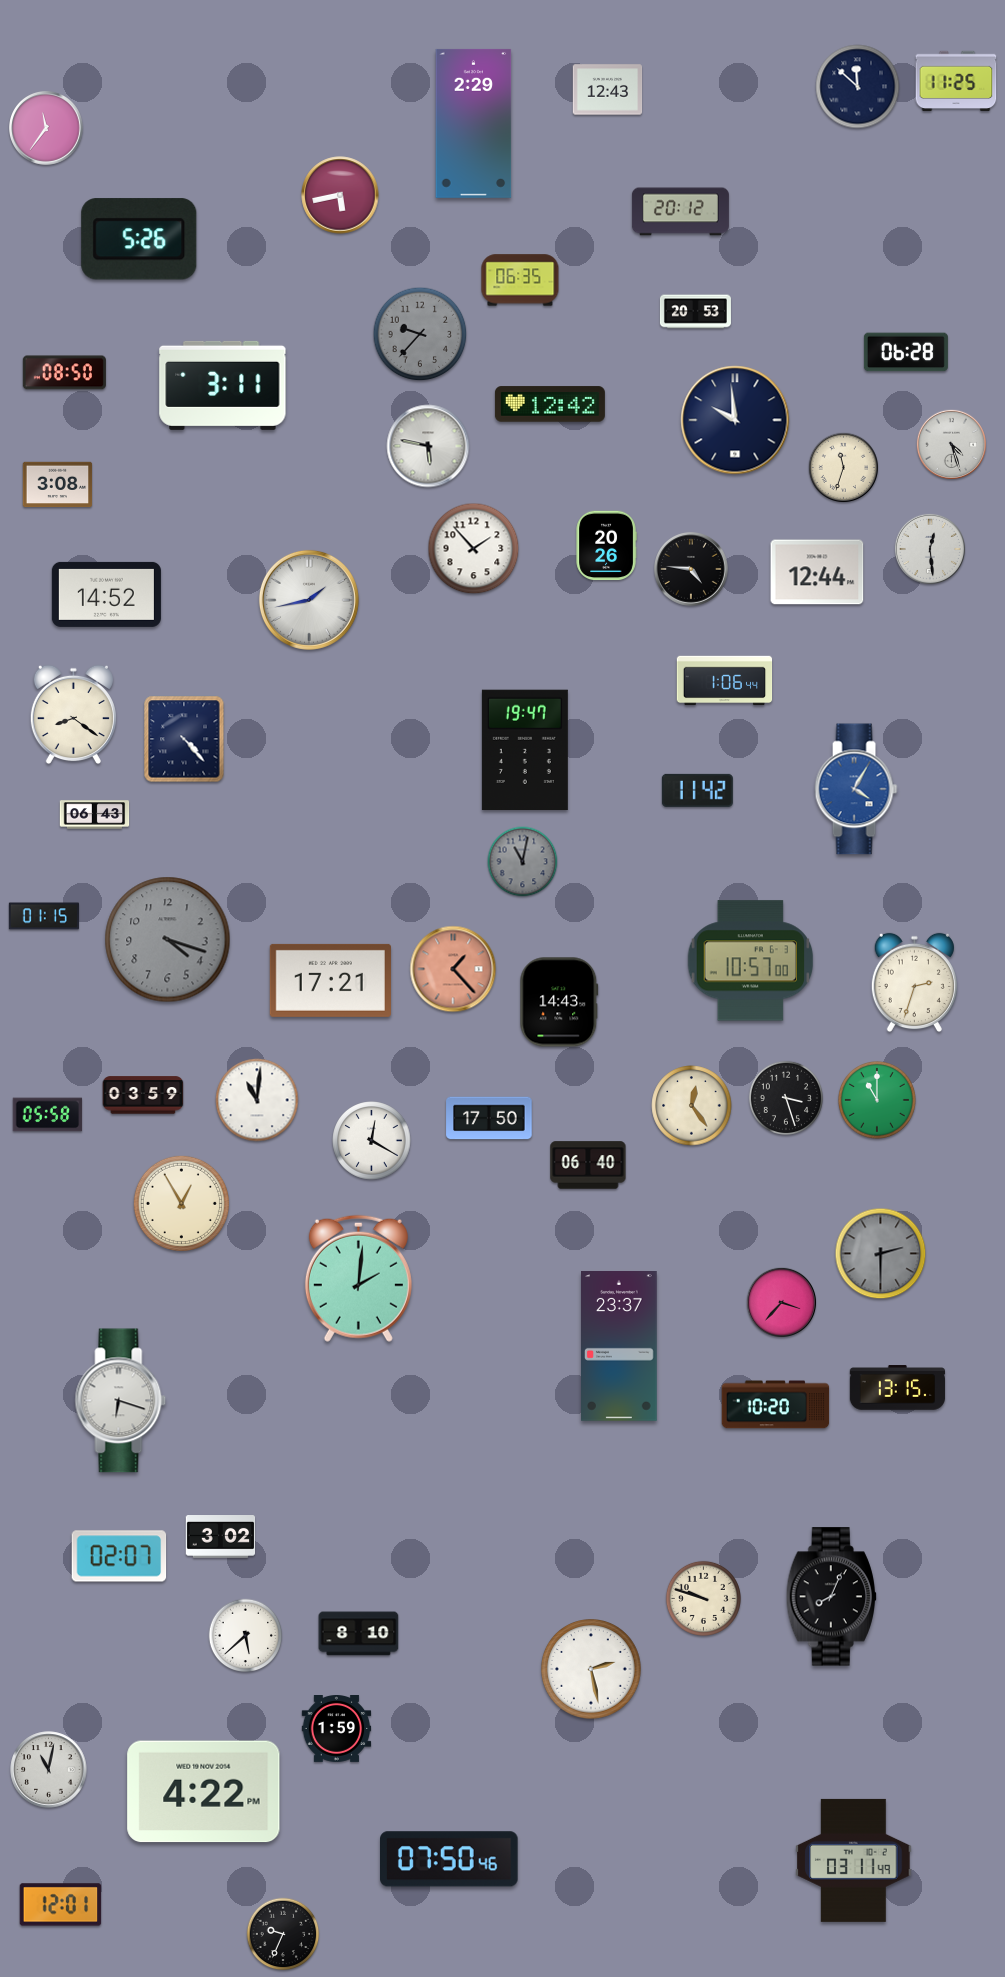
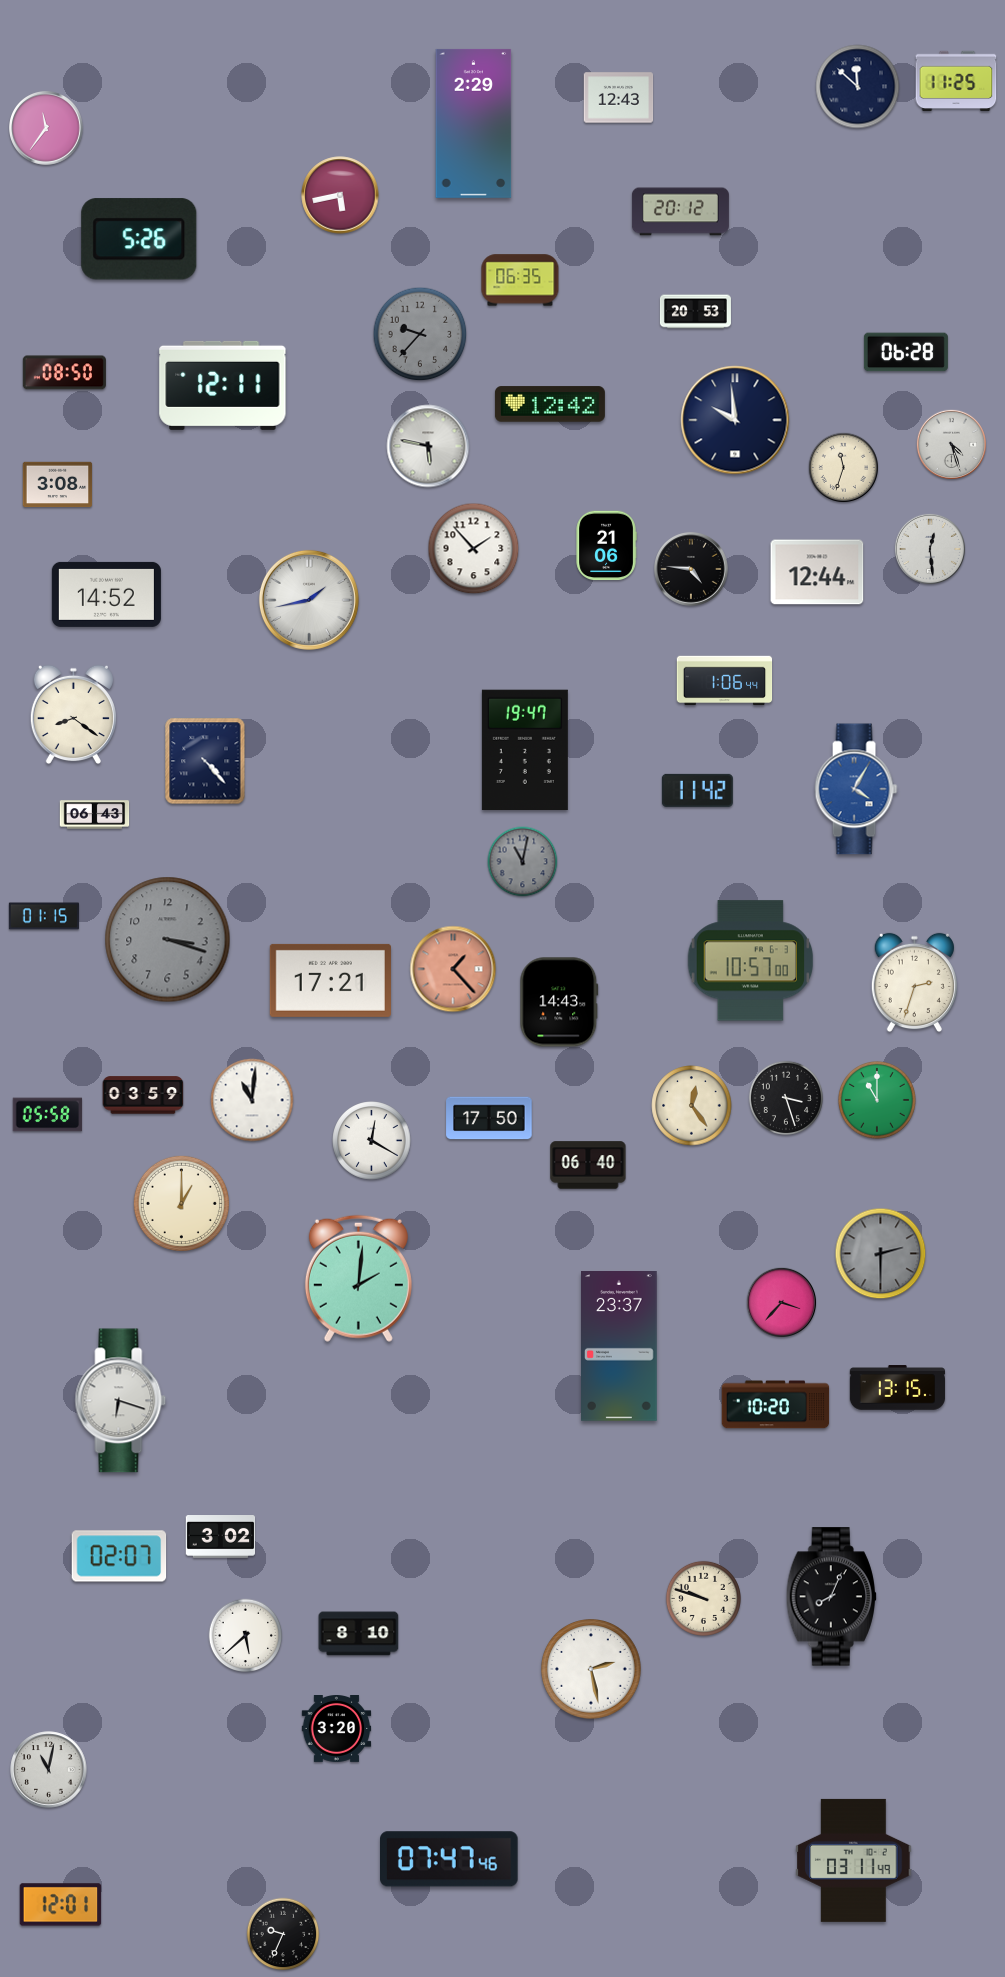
clock at (608, 90) position: (608, 90) -> (619, 98)
clock at (223, 385): 3:11 -> 12:11
clock at (606, 546): 20:26 -> 21:06
clock at (184, 739) position: (184, 739) -> (205, 761)
clock at (168, 940): 4:18 -> 3:18
clock at (257, 1100) position: (257, 1100) -> (252, 1100)
clock at (181, 1203): 12:55 -> 1:00
clock at (337, 1729): 1:59 -> 3:20
clock at (204, 1792): 4:22 -> none
clock at (450, 1859): 07:50 -> 07:47
